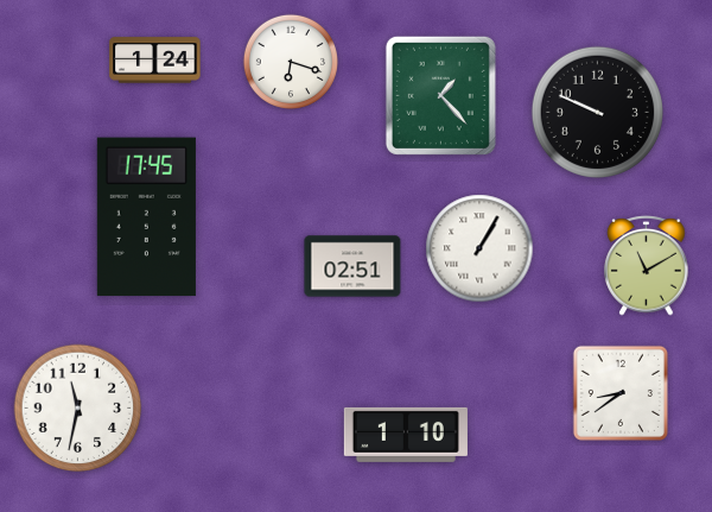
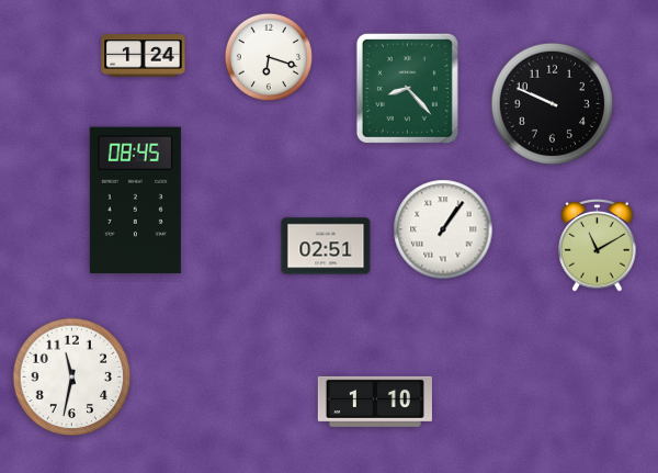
clock at (440, 95): 1:23 -> 8:23
clock at (146, 217): 17:45 -> 08:45
clock at (479, 248): 1:05 -> 1:06
clock at (621, 393): 8:39 -> none
